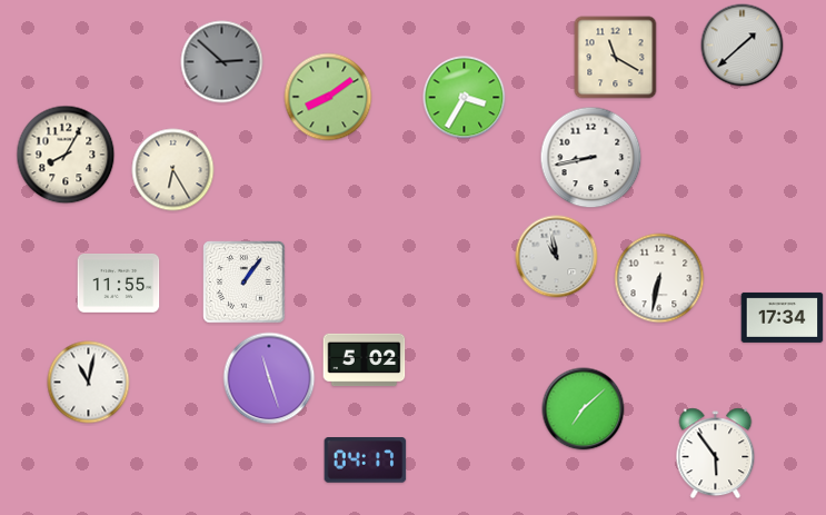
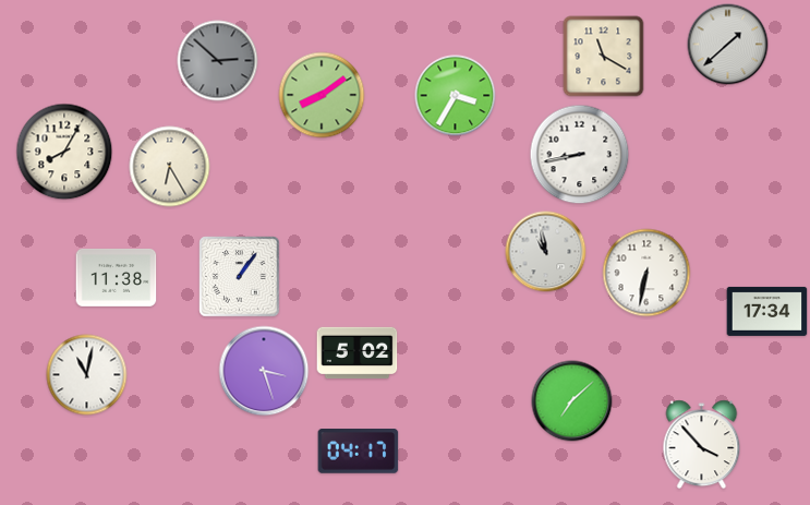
clock at (119, 284): 11:55 -> 11:38
clock at (269, 378): 11:27 -> 3:27
clock at (716, 454): 5:54 -> 3:53
